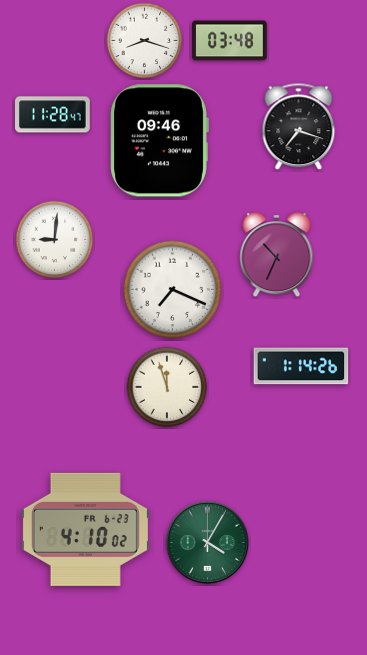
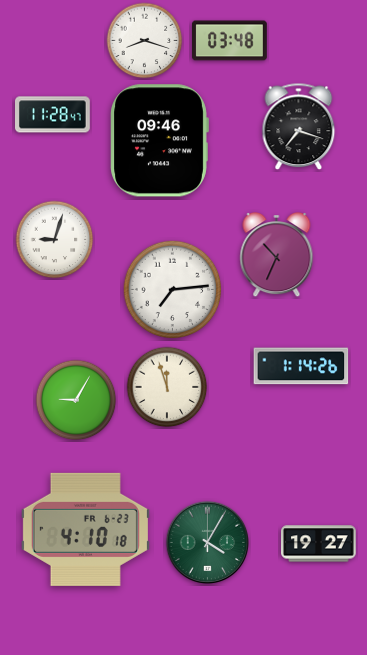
clock at (55, 240): 9:01 -> 9:03
clock at (173, 290): 7:19 -> 7:14
clock at (76, 400): none -> 9:05
clock at (85, 529): 4:10:02 -> 4:10:18
clock at (319, 544): none -> 19:27
